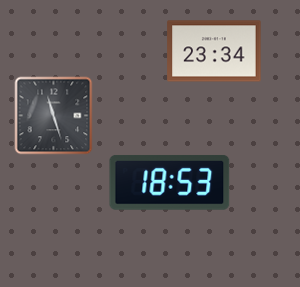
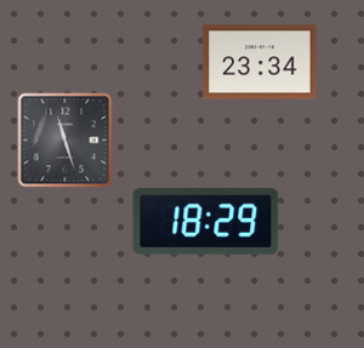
clock at (170, 182): 18:53 -> 18:29
